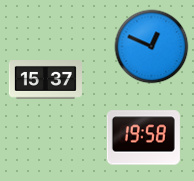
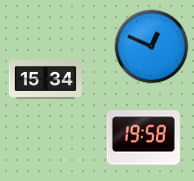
clock at (45, 80): 15:37 -> 15:34
